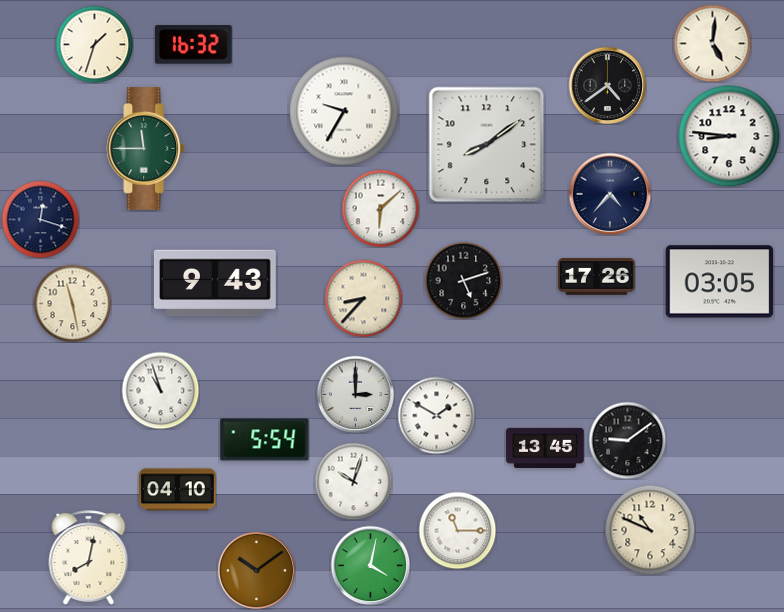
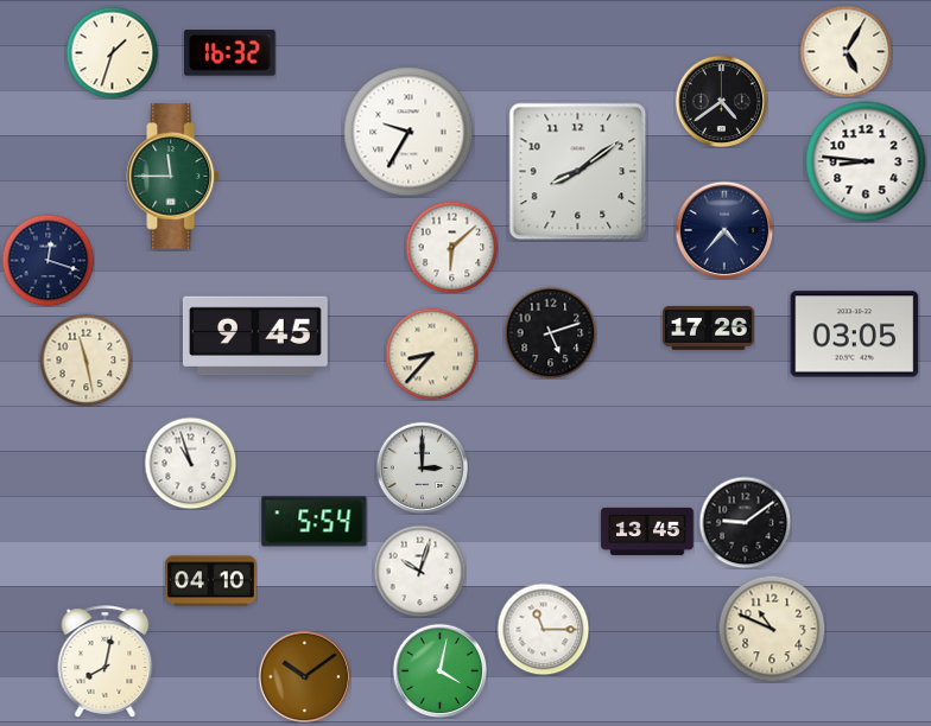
clock at (712, 43): 5:01 -> 5:05
clock at (215, 283): 9:43 -> 9:45
clock at (436, 415): 1:50 -> none
